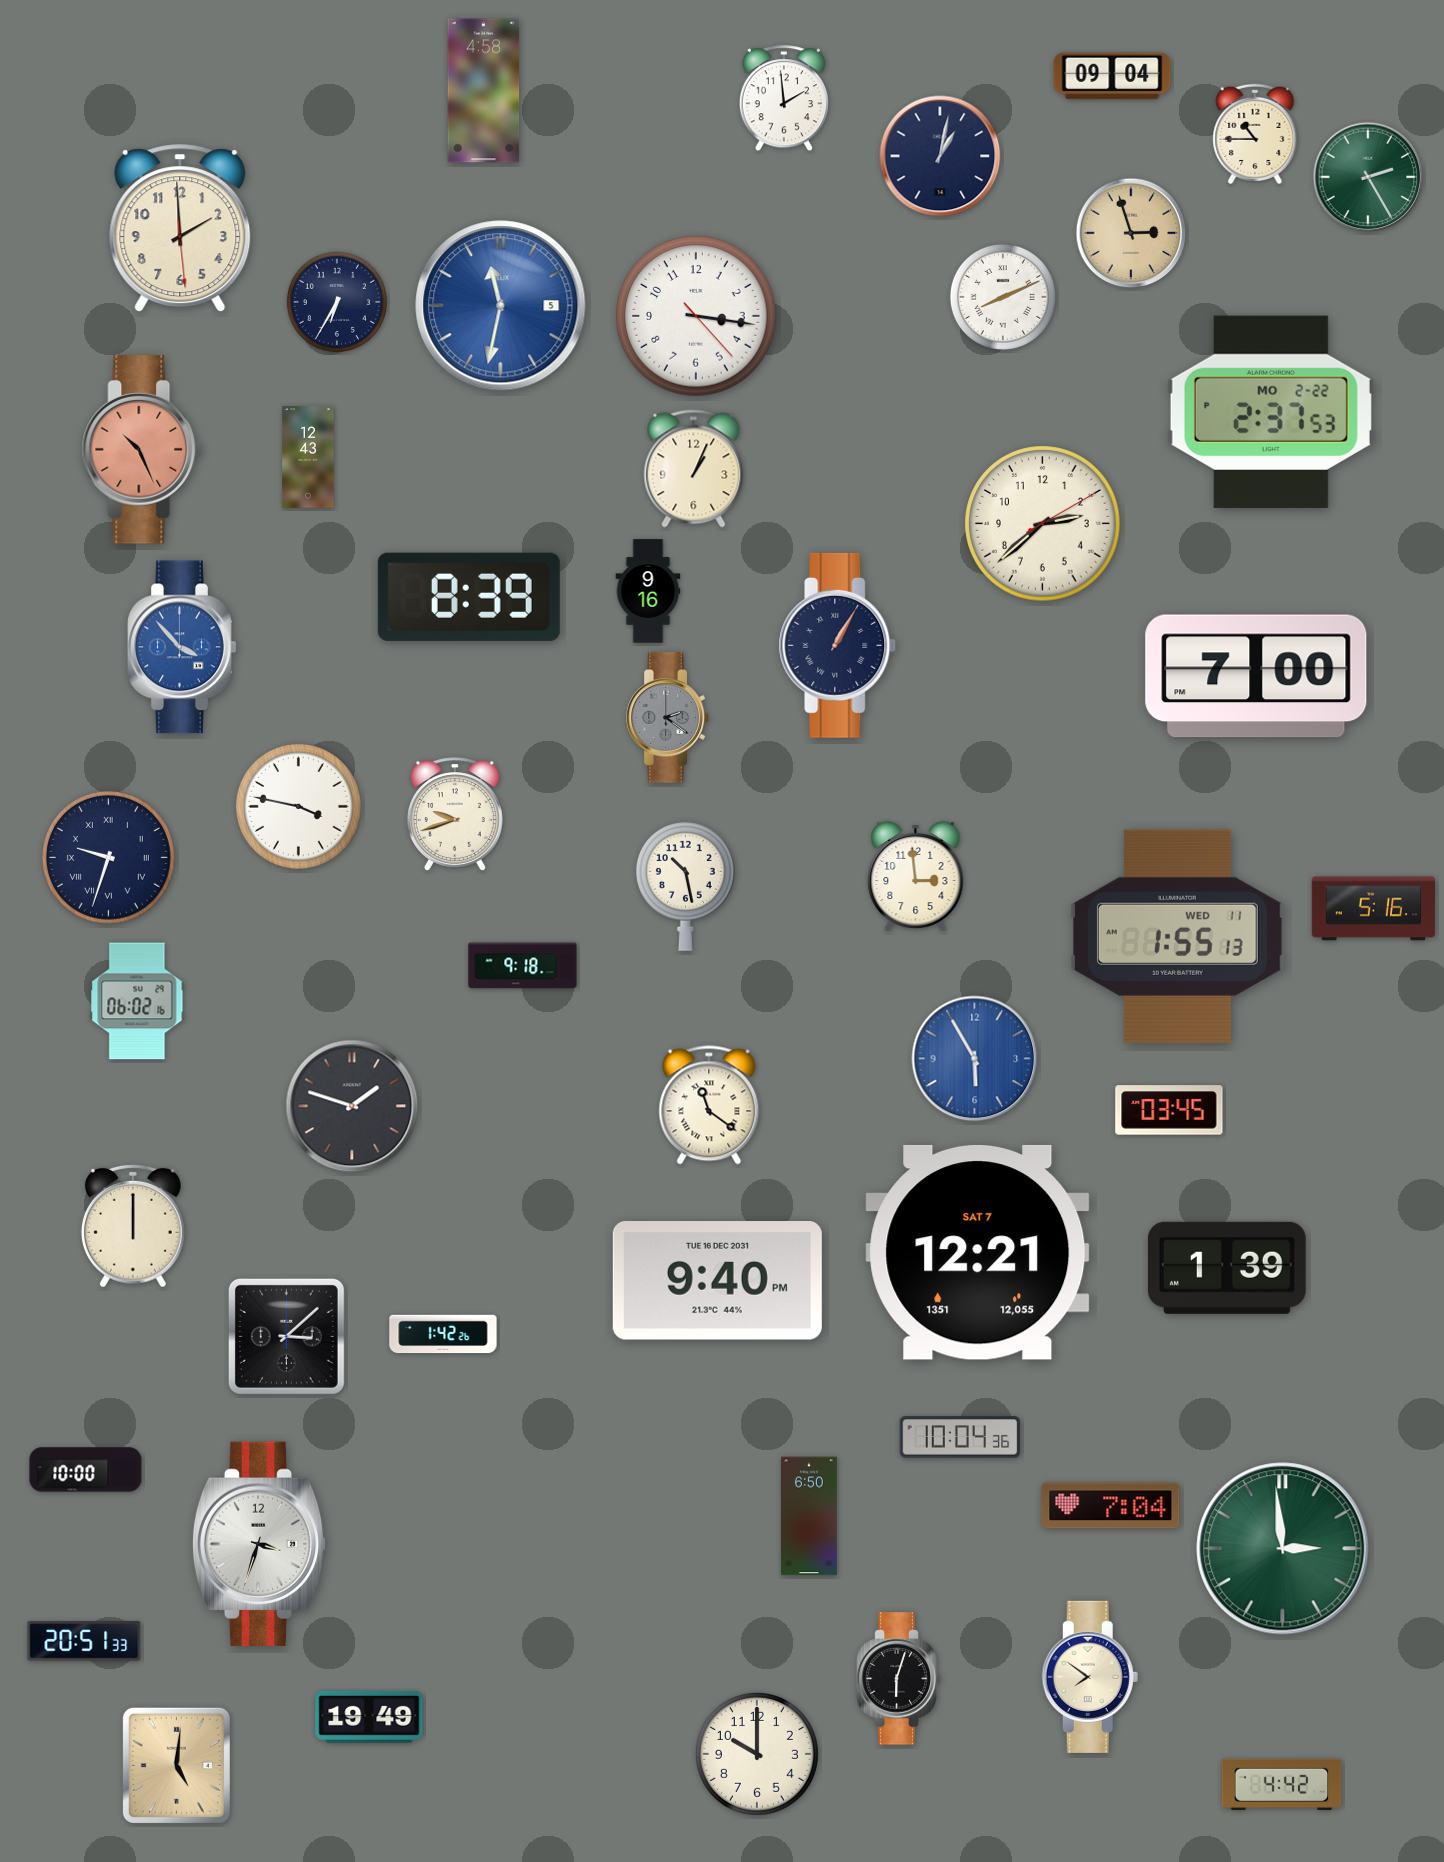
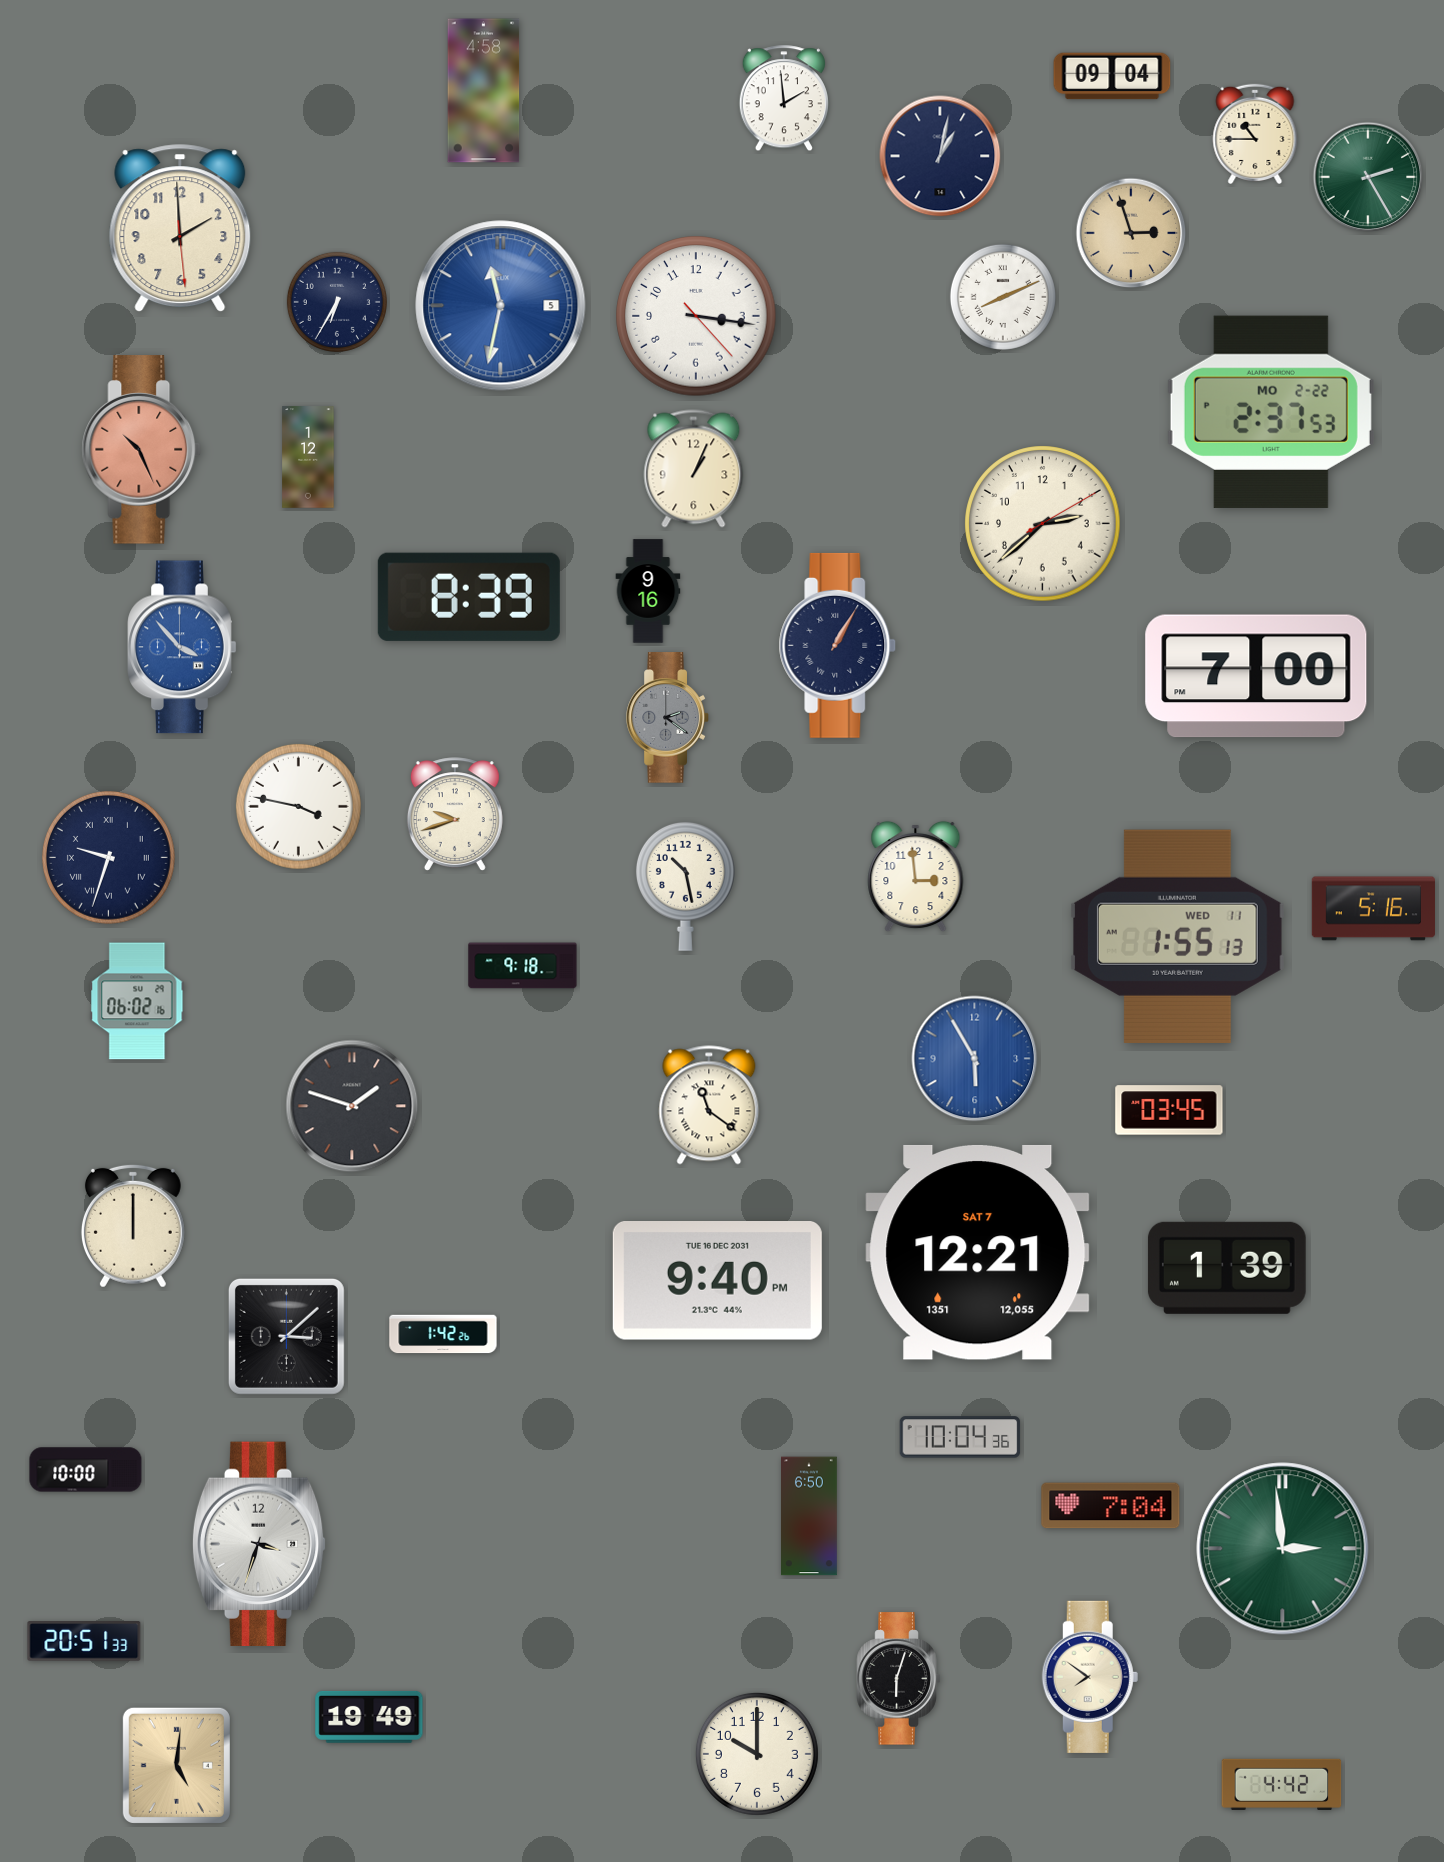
clock at (308, 457): 12:43 -> 1:12
